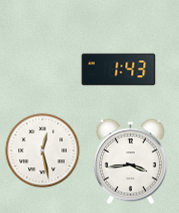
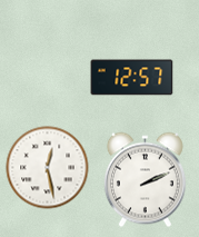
clock at (119, 70): 1:43 -> 12:57
clock at (130, 162): 3:44 -> 2:11
